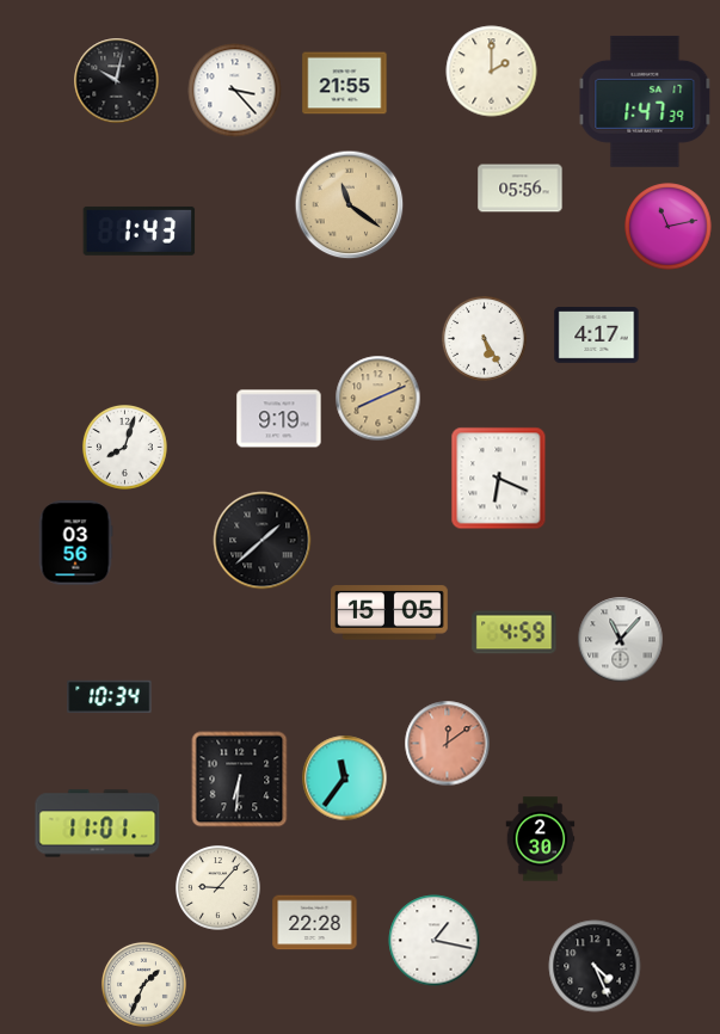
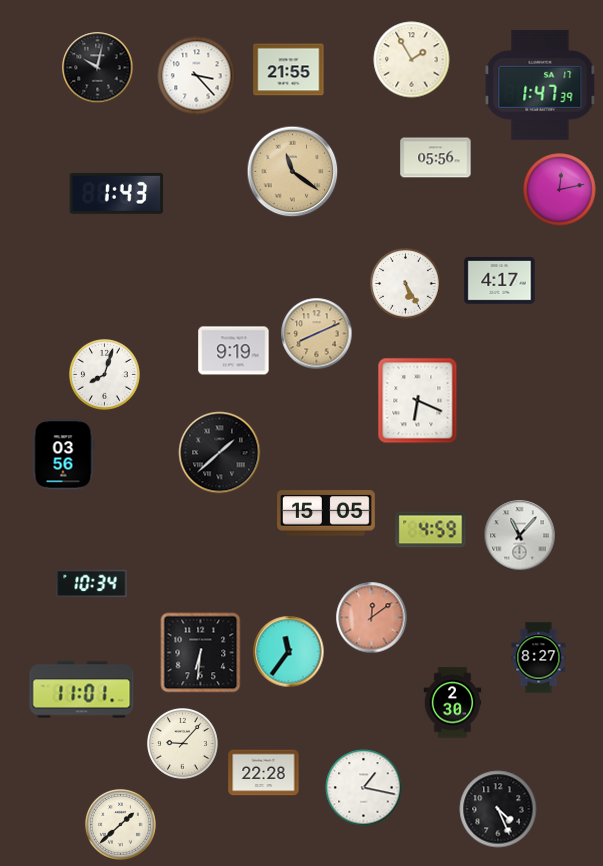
clock at (492, 72): 2:00 -> 1:55
clock at (669, 227): 11:13 -> 12:13
clock at (448, 744) position: (448, 744) -> (372, 618)
clock at (539, 658): none -> 8:27
clock at (144, 985): 1:34 -> 1:38
